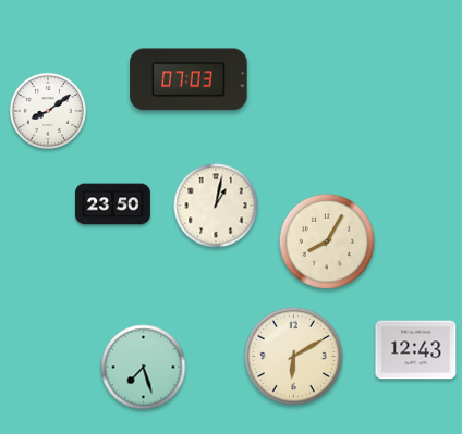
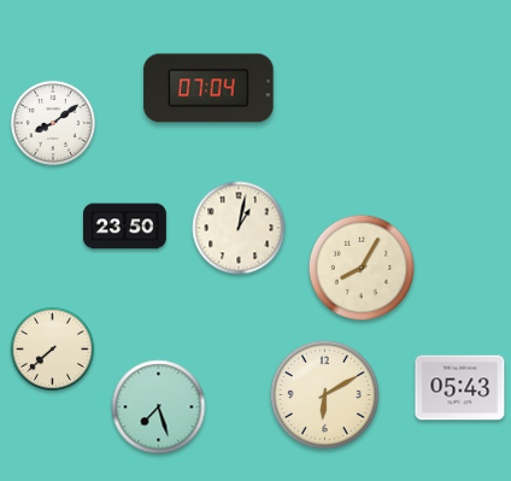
clock at (189, 79): 07:03 -> 07:04
clock at (52, 348): none -> 7:38
clock at (416, 350): 12:43 -> 05:43
